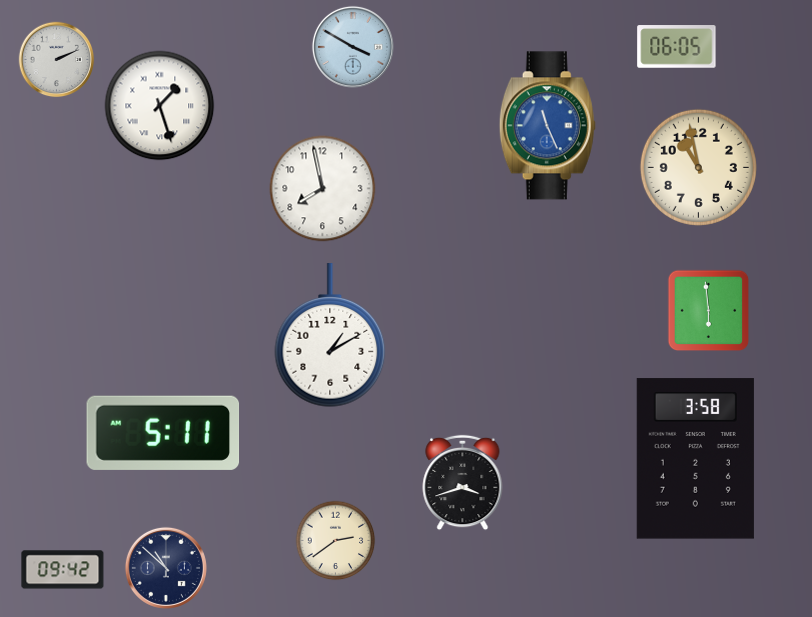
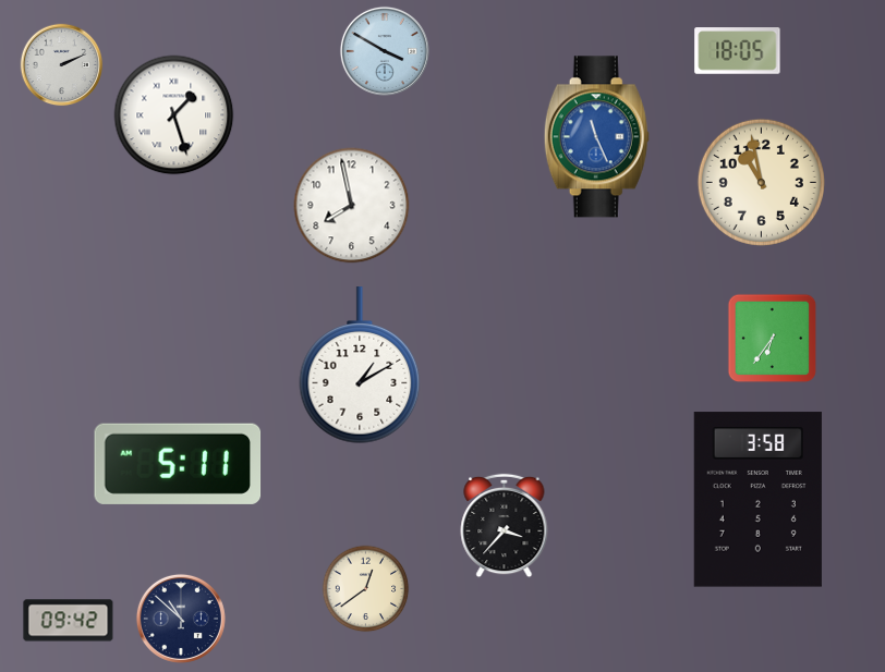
clock at (677, 47): 06:05 -> 18:05
clock at (709, 311): 5:59 -> 6:36
clock at (163, 433) position: (163, 433) -> (178, 464)
clock at (463, 483): 3:42 -> 3:37
clock at (336, 541): 2:39 -> 12:39
